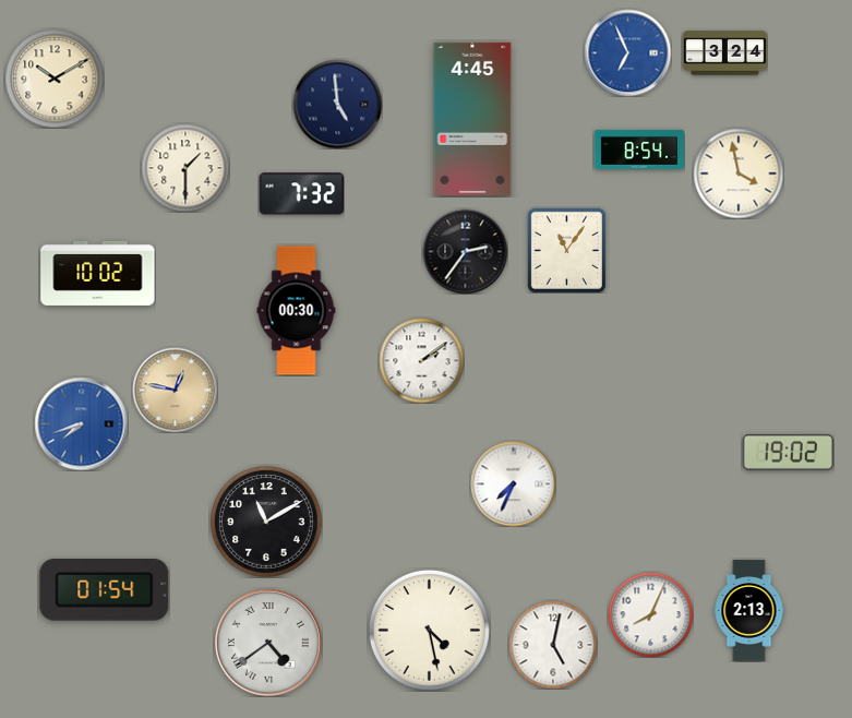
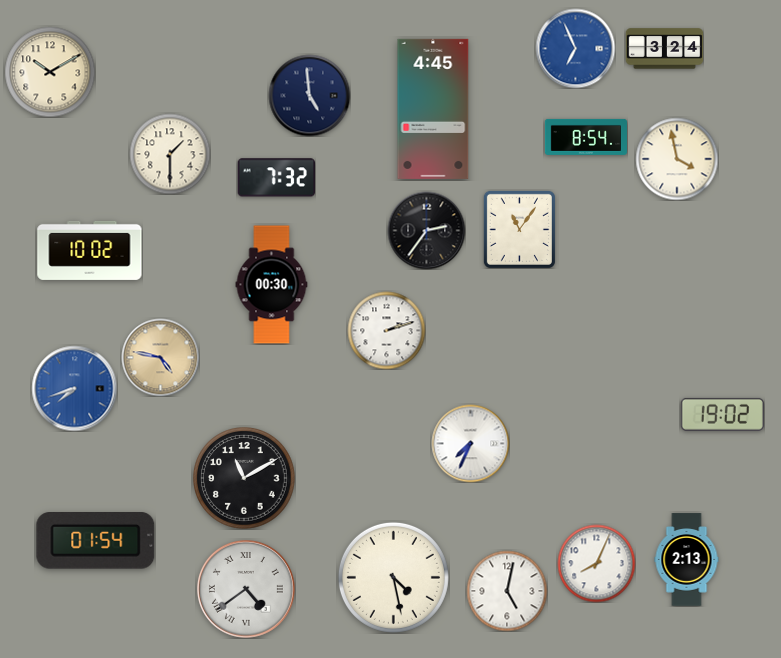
clock at (421, 360): 2:09 -> 2:12
clock at (175, 390): 12:47 -> 4:47
